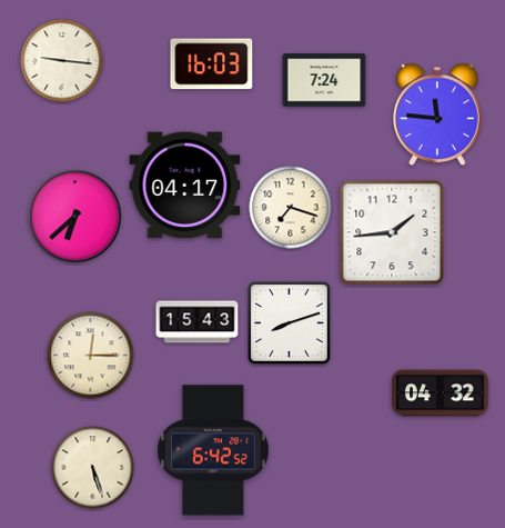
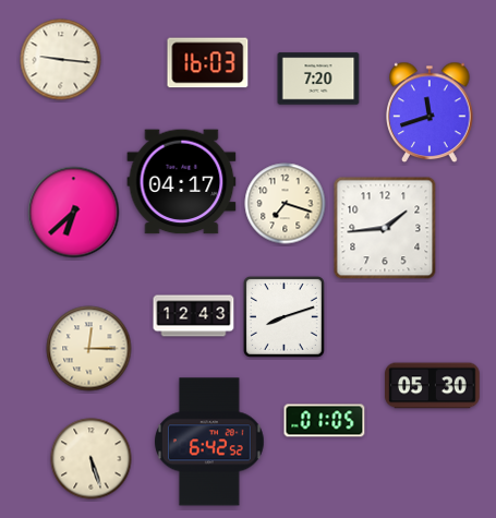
clock at (324, 80): 7:24 -> 7:20
clock at (437, 114): 11:46 -> 11:42
clock at (198, 322): 15:43 -> 12:43
clock at (441, 393): 04:32 -> 05:30
clock at (325, 421): none -> 01:05
